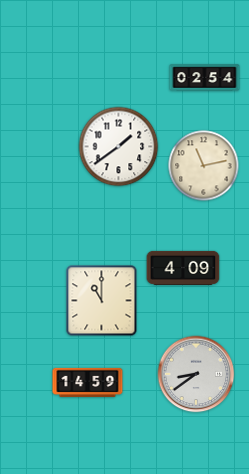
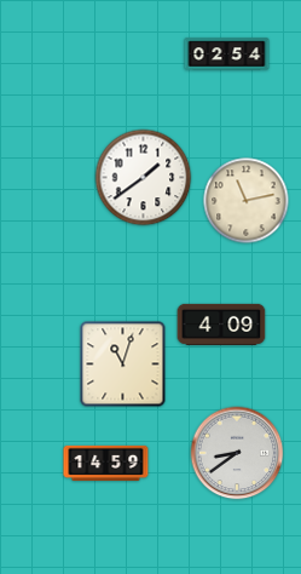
clock at (205, 78) position: (205, 78) -> (227, 54)
clock at (102, 301): 11:00 -> 11:03
